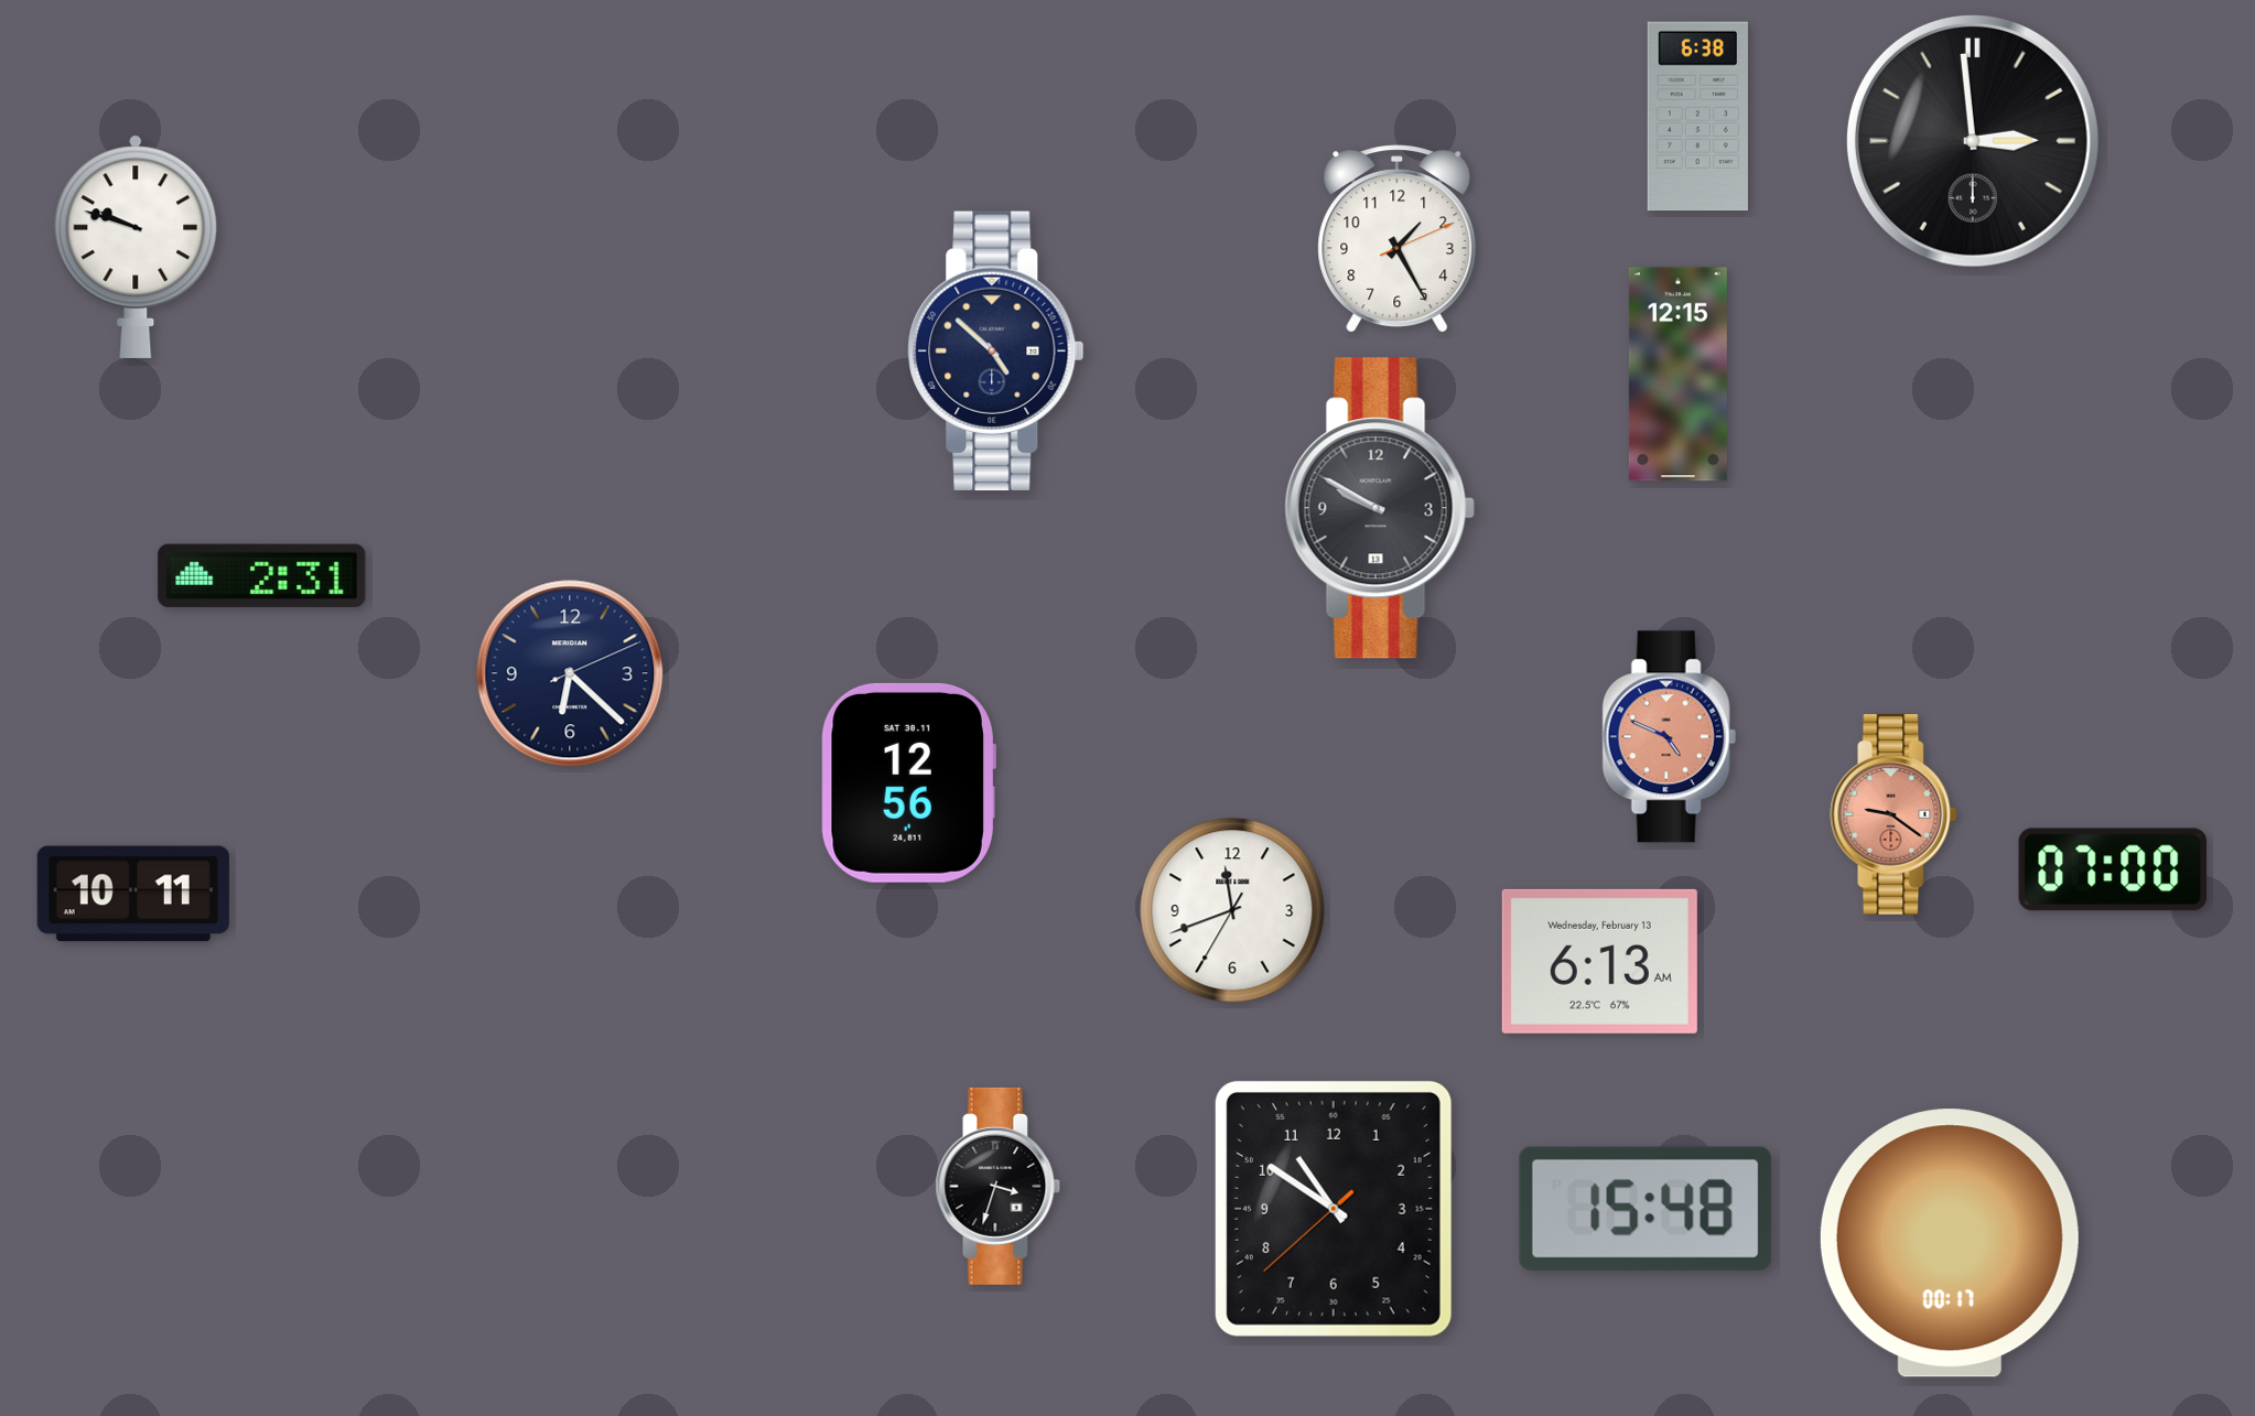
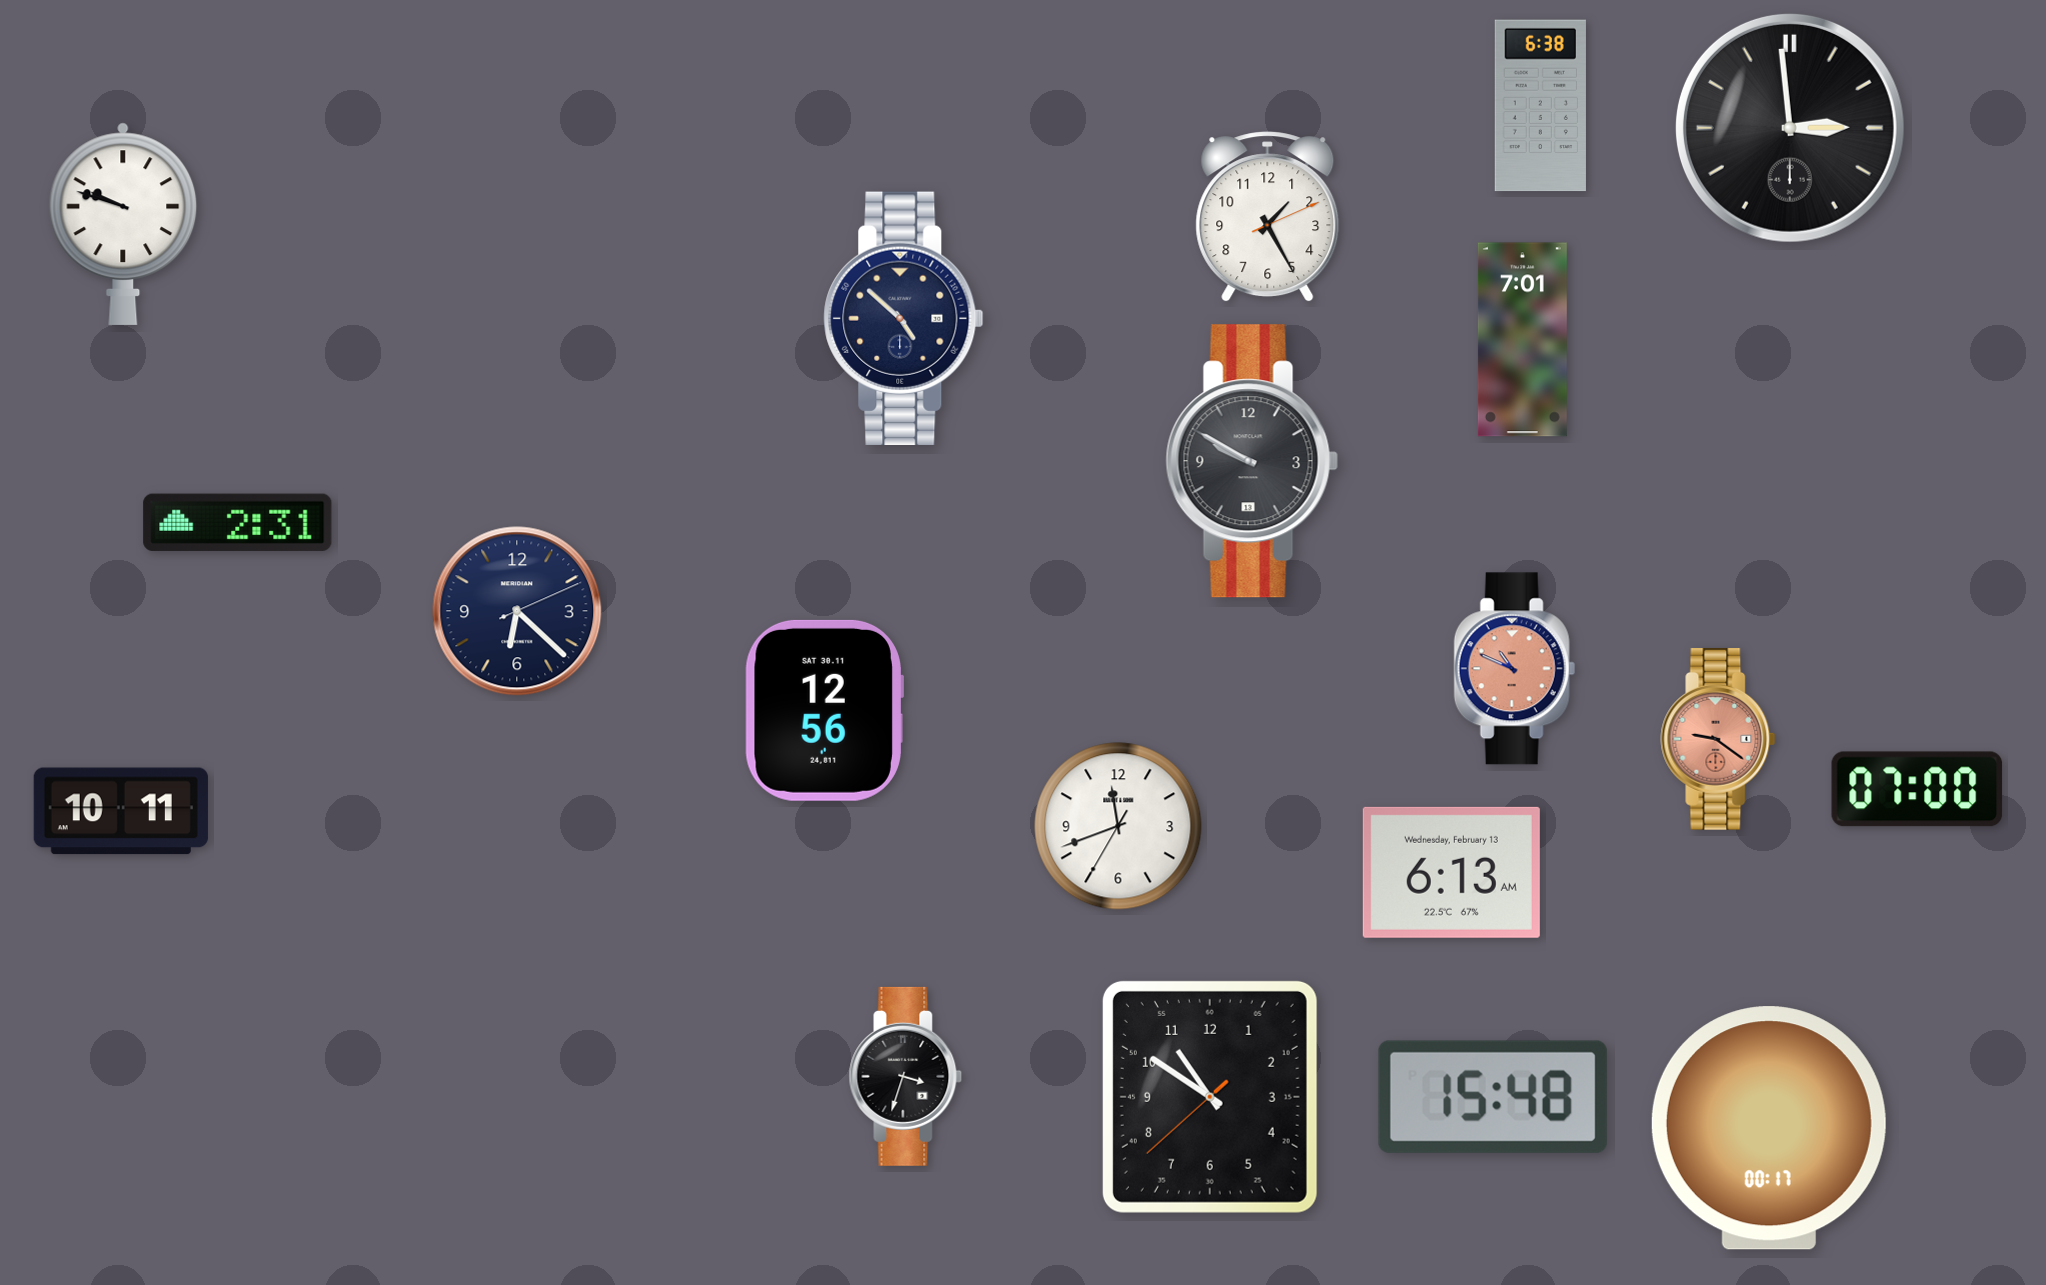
clock at (1677, 375): 12:15 -> 7:01
clock at (1669, 737): 4:49 -> 10:49
